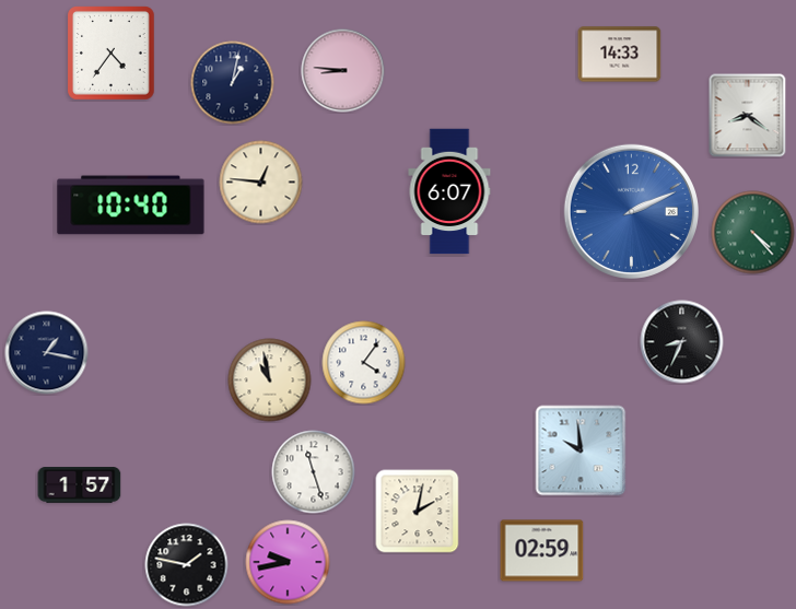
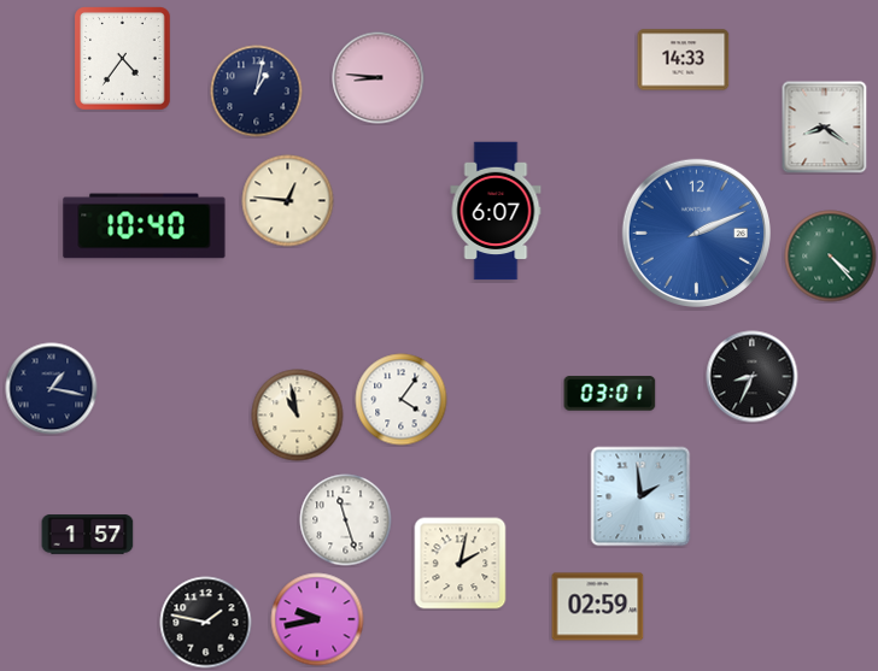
clock at (610, 394): none -> 03:01
clock at (270, 380) position: (270, 380) -> (298, 416)
clock at (581, 450): 9:59 -> 1:59
